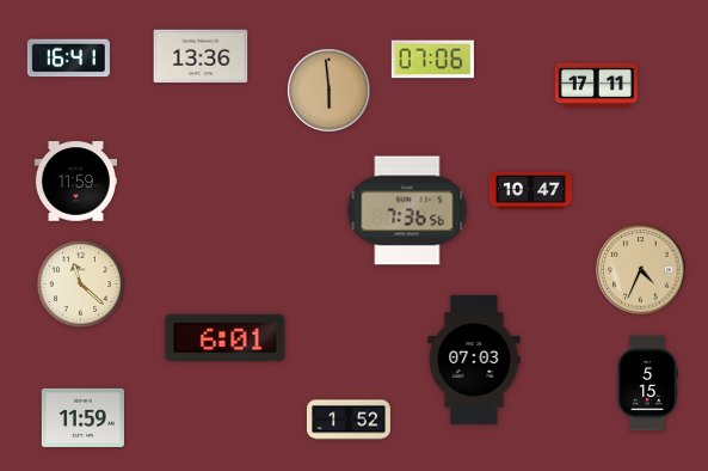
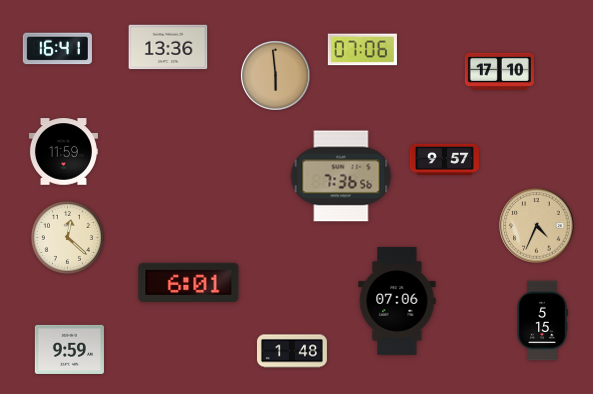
clock at (596, 85): 17:11 -> 17:10
clock at (530, 190): 10:47 -> 9:57
clock at (80, 283): 11:22 -> 12:22
clock at (474, 360): 07:03 -> 07:06
clock at (82, 417): 11:59 -> 9:59
clock at (349, 420): 1:52 -> 1:48
